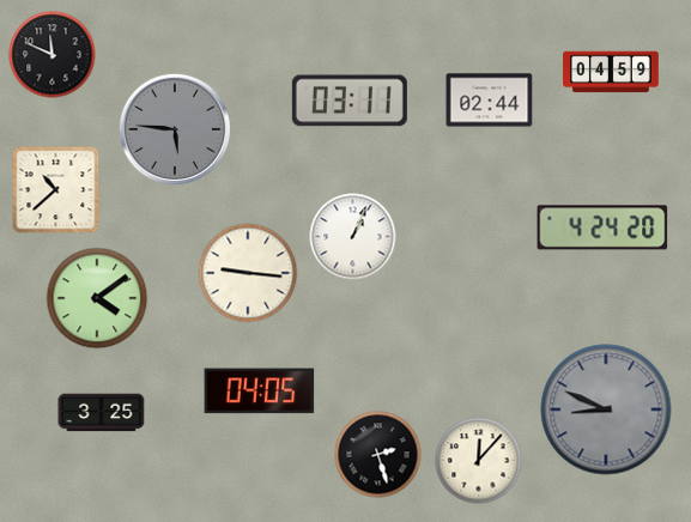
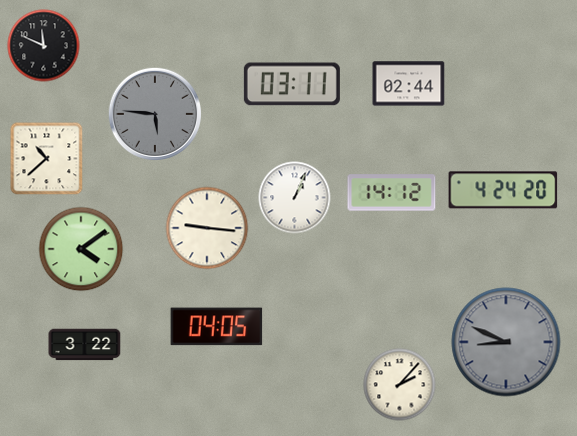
clock at (612, 72): 04:59 -> none
clock at (174, 128) position: (174, 128) -> (154, 113)
clock at (392, 193): none -> 14:12
clock at (102, 413): 3:25 -> 3:22
clock at (378, 455): 2:27 -> none
clock at (479, 461): 12:07 -> 2:07
